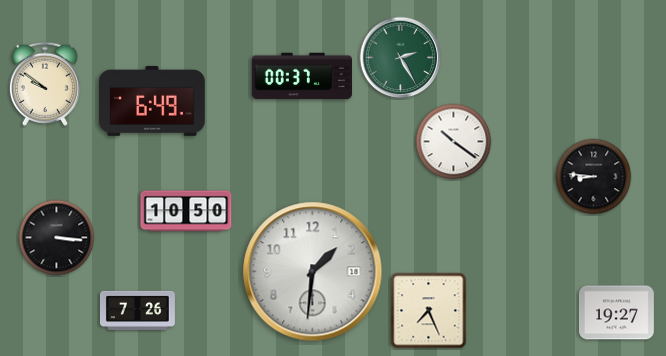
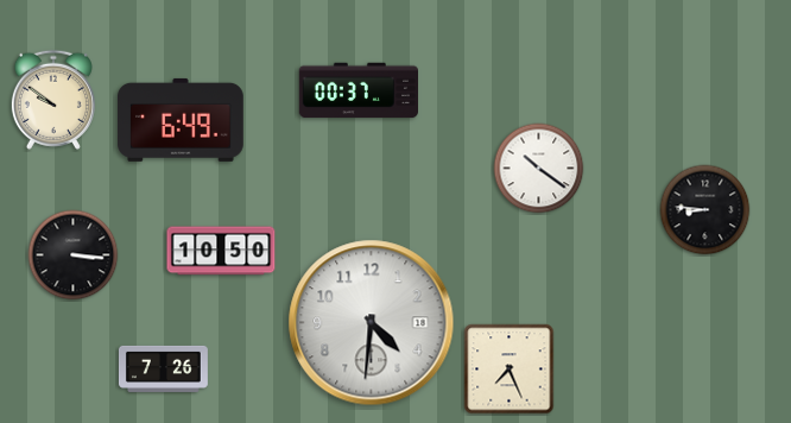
clock at (401, 58): 2:25 -> none
clock at (57, 238) position: (57, 238) -> (74, 255)
clock at (313, 272): 1:31 -> 4:31
clock at (616, 313): 19:27 -> none
